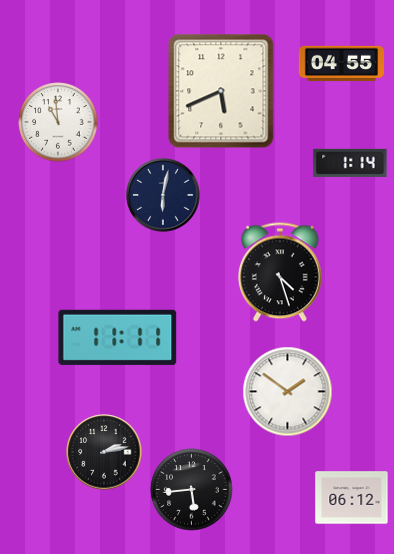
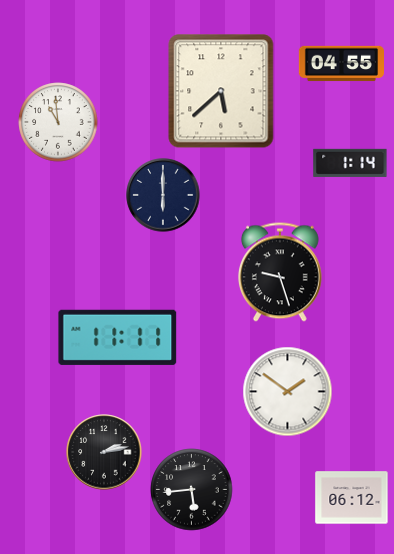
clock at (221, 91): 5:41 -> 5:38
clock at (163, 195): 6:02 -> 6:00
clock at (280, 272): 4:27 -> 9:27
